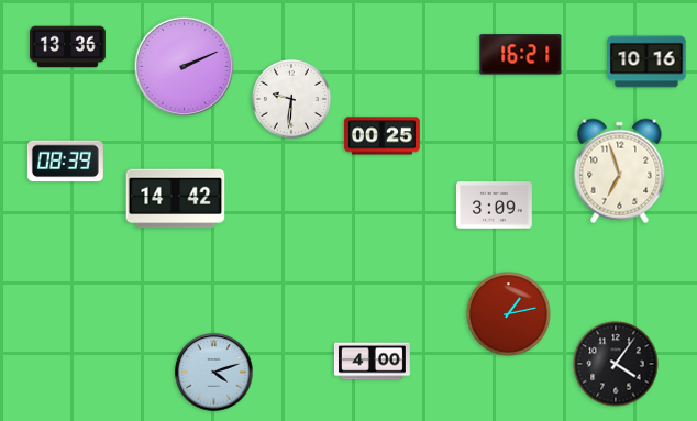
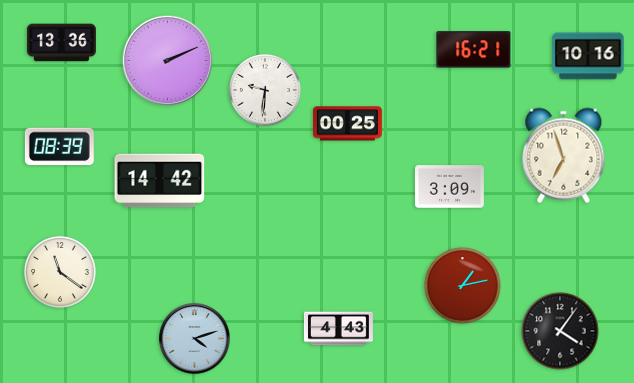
clock at (60, 272): none -> 11:21
clock at (372, 362): 4:00 -> 4:43
